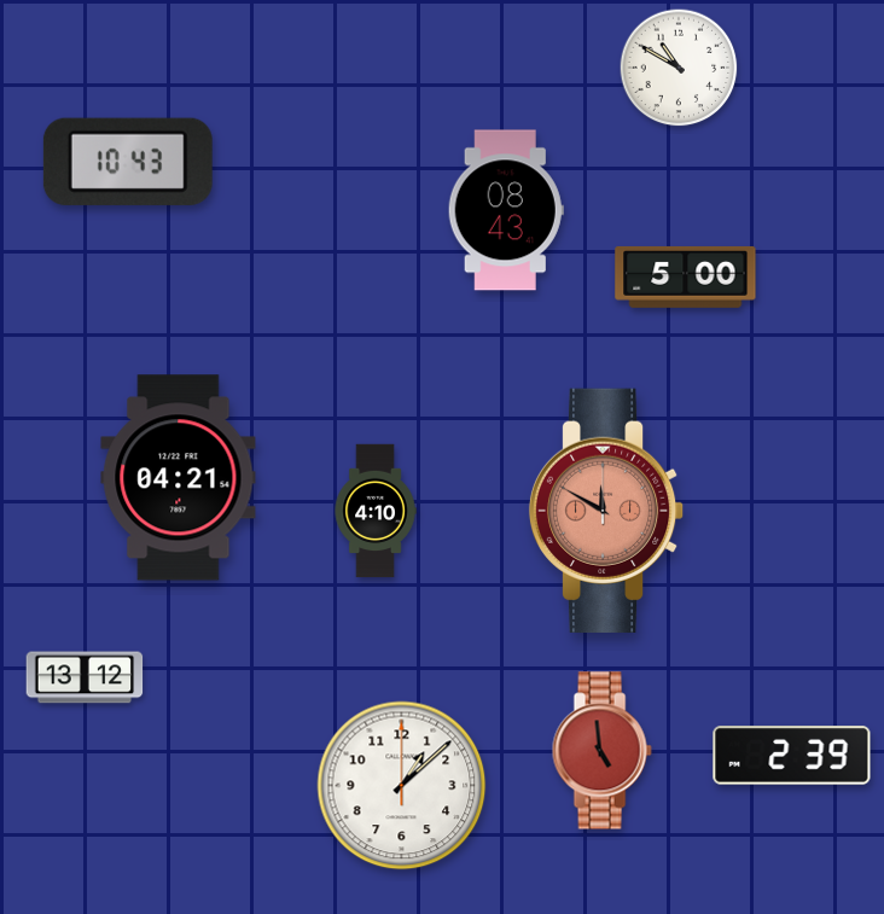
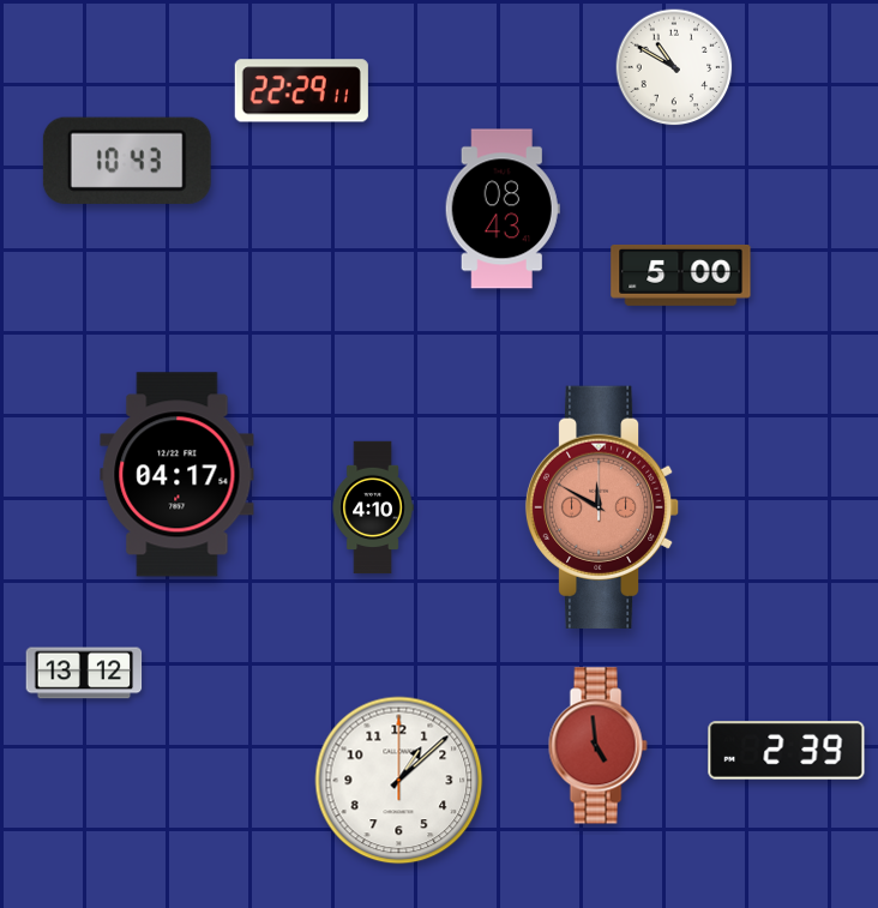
clock at (301, 91): none -> 22:29
clock at (179, 478): 04:21 -> 04:17
